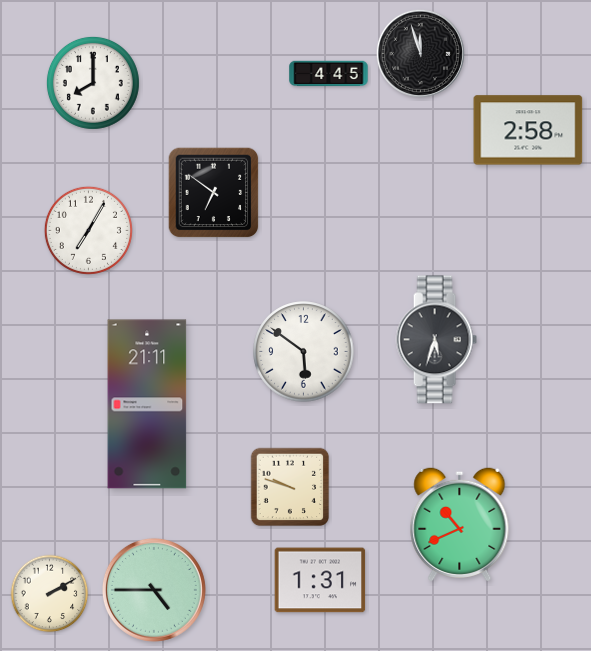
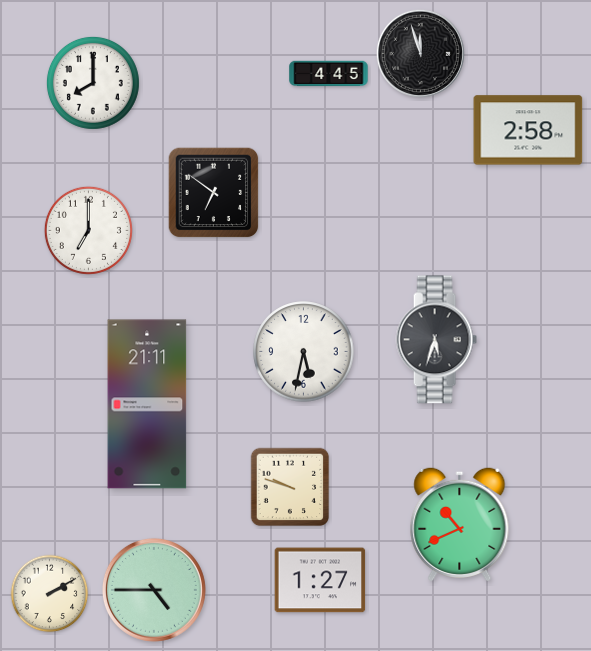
clock at (88, 230): 7:05 -> 7:00
clock at (304, 352): 5:51 -> 5:32
clock at (320, 580): 1:31 -> 1:27
